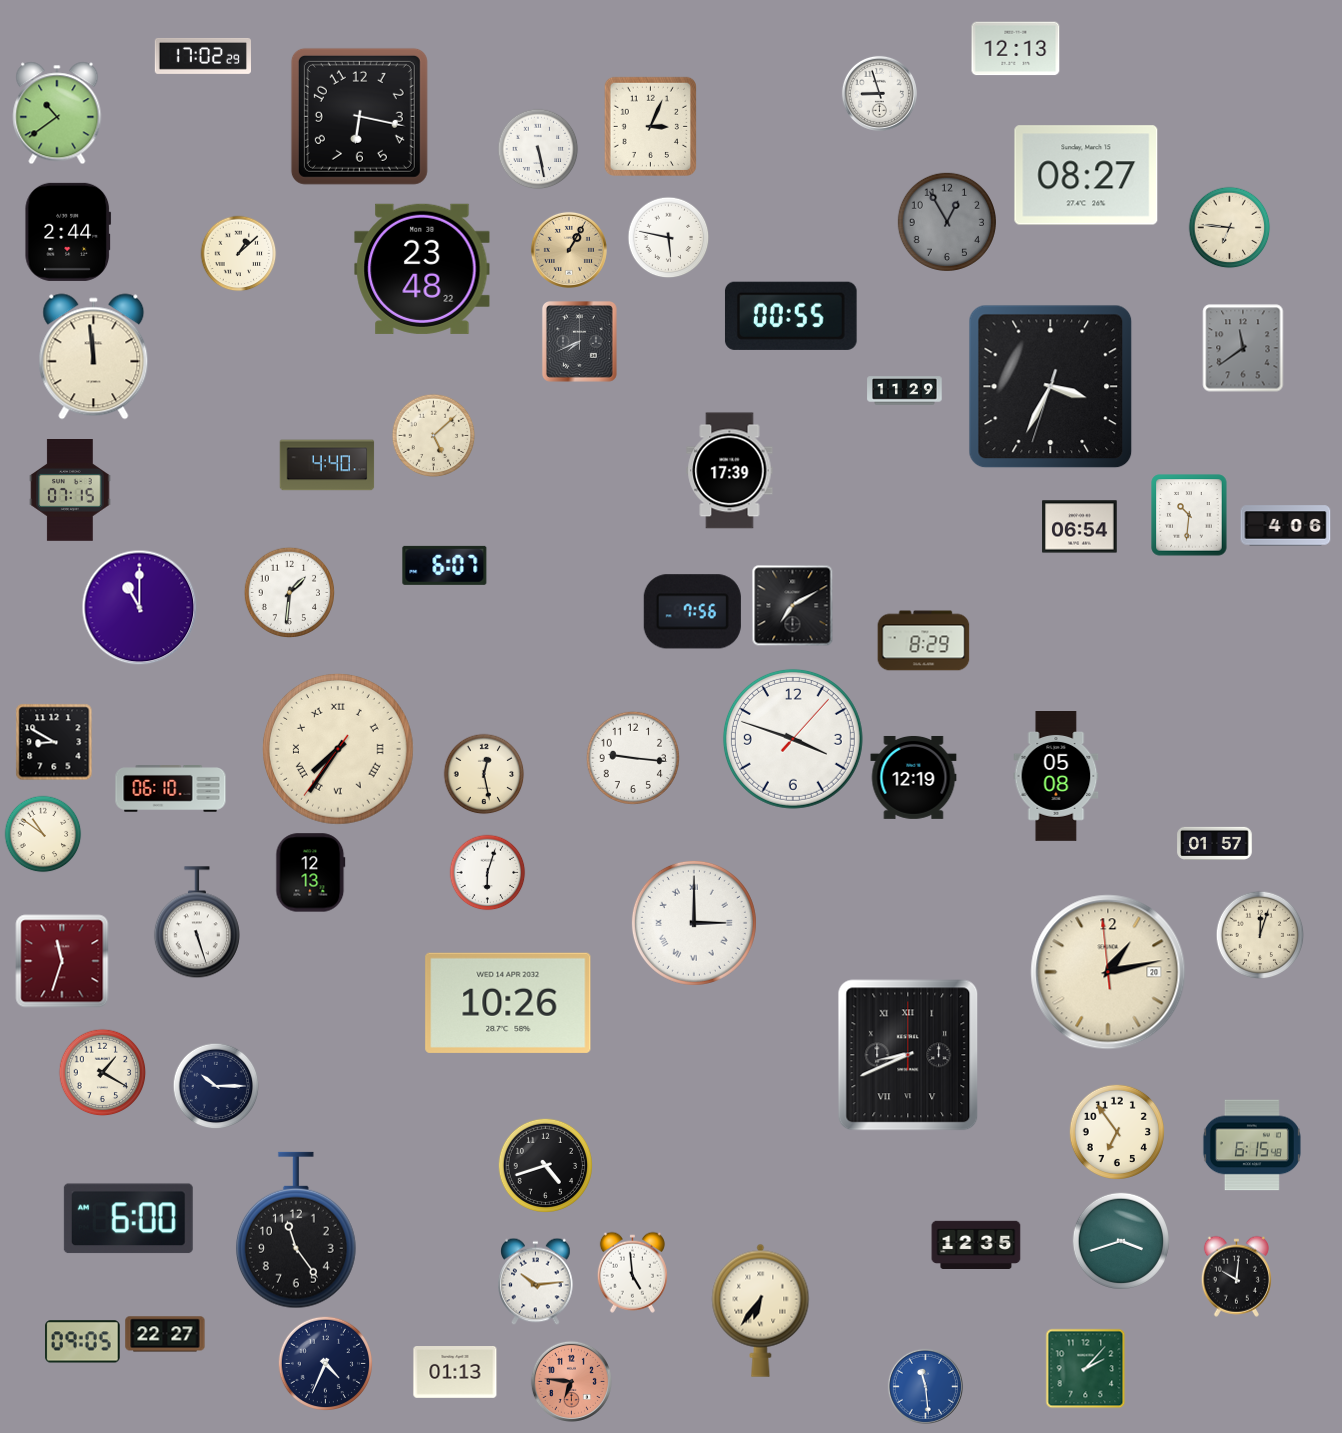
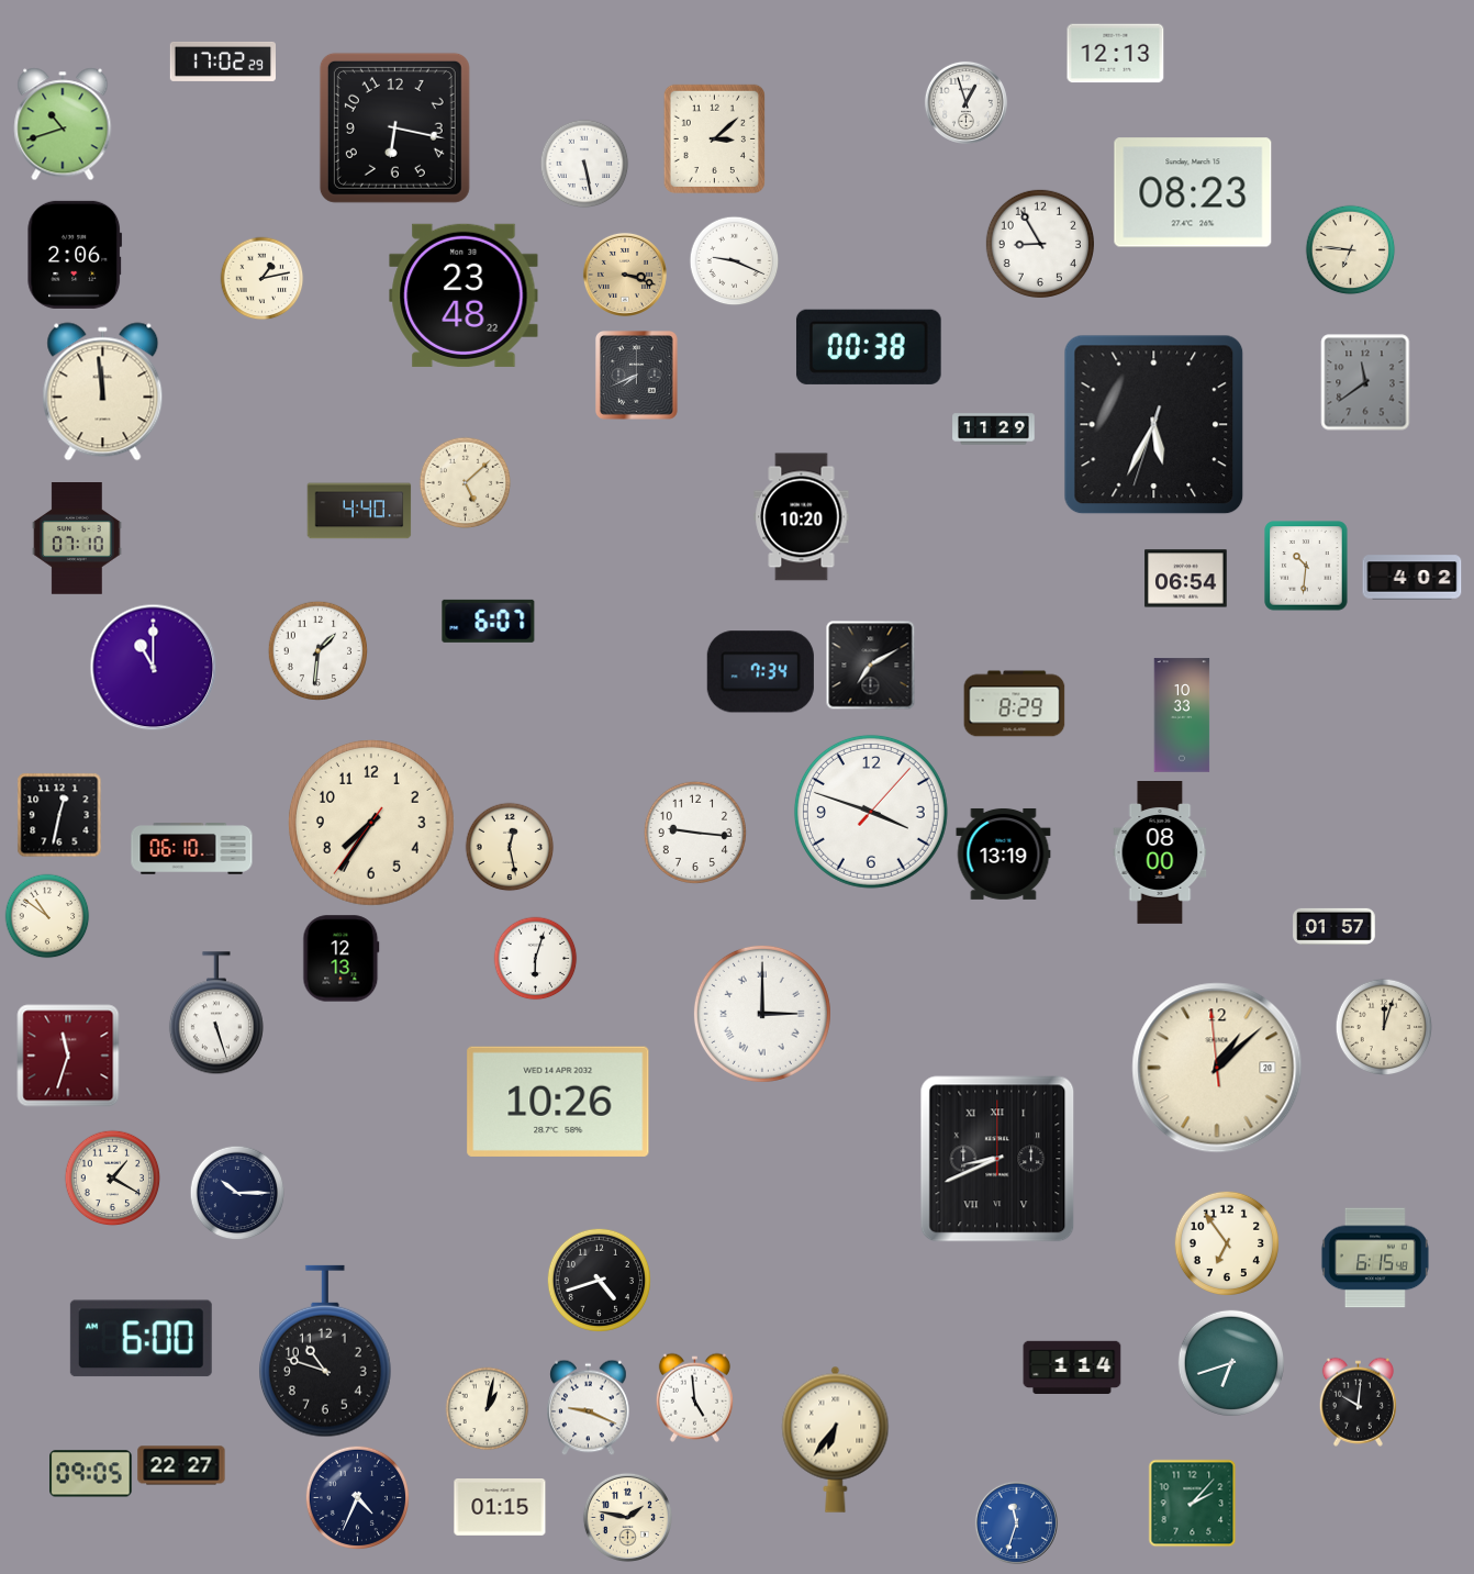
clock at (879, 93): 8:57 -> 12:57
clock at (57, 113): 10:39 -> 10:42
clock at (650, 126): 3:04 -> 3:08
clock at (538, 149) position: (538, 149) -> (584, 164)
clock at (1086, 175): 08:27 -> 08:23
clock at (947, 222): 12:55 -> 8:55
clock at (947, 222) dial: grey -> white
clock at (68, 232): 2:44 -> 2:06
clock at (669, 238): 5:47 -> 9:19
clock at (569, 250): 1:05 -> 3:18
clock at (239, 254): 1:08 -> 1:13
clock at (791, 316): 00:55 -> 00:38
clock at (1051, 387): 3:34 -> 5:34
clock at (434, 436) position: (434, 436) -> (466, 483)
clock at (730, 471): 17:39 -> 10:20
clock at (70, 491): 07:15 -> 07:10
clock at (1286, 526): 4:06 -> 4:02
clock at (692, 612): 7:56 -> 7:34
clock at (1182, 715): none -> 10:33
clock at (54, 742): 8:50 -> 12:32
clock at (338, 749) numerals: Roman -> Arabic
clock at (484, 774) position: (484, 774) -> (510, 847)
clock at (914, 777): 12:19 -> 13:19
clock at (1056, 777): 05:08 -> 08:00
clock at (171, 789) position: (171, 789) -> (192, 849)
clock at (1108, 972): 1:12 -> 1:07
clock at (296, 1230): 11:24 -> 10:48
clock at (1121, 1241): 3:42 -> 6:42
clock at (976, 1245): 12:35 -> 1:14
clock at (536, 1282): 10:14 -> 9:19
clock at (488, 1409): none -> 1:02
clock at (455, 1373): 01:13 -> 01:15
clock at (571, 1381): 6:46 -> 1:47
clock at (571, 1381) dial: salmon -> cream
clock at (925, 1386): 11:29 -> 11:33
